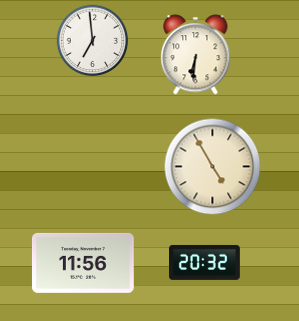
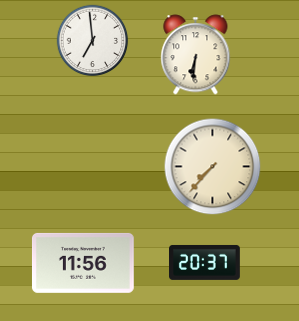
clock at (213, 167): 4:55 -> 7:37
clock at (205, 262): 20:32 -> 20:37
